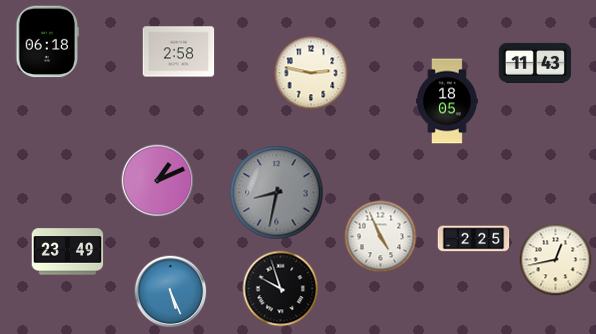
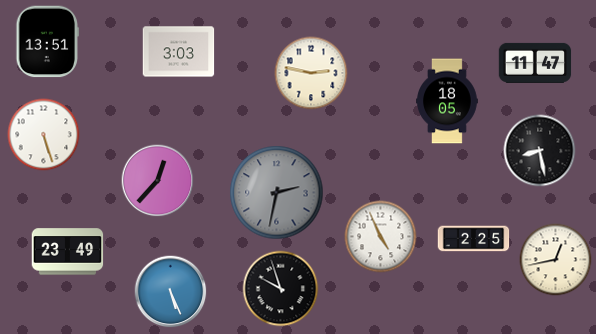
clock at (47, 42): 06:18 -> 13:51
clock at (179, 52): 2:58 -> 3:03
clock at (535, 63): 11:43 -> 11:47
clock at (44, 135): none -> 5:27
clock at (540, 151): none -> 8:28
clock at (158, 181): 1:11 -> 12:37
clock at (277, 193): 8:32 -> 2:32
